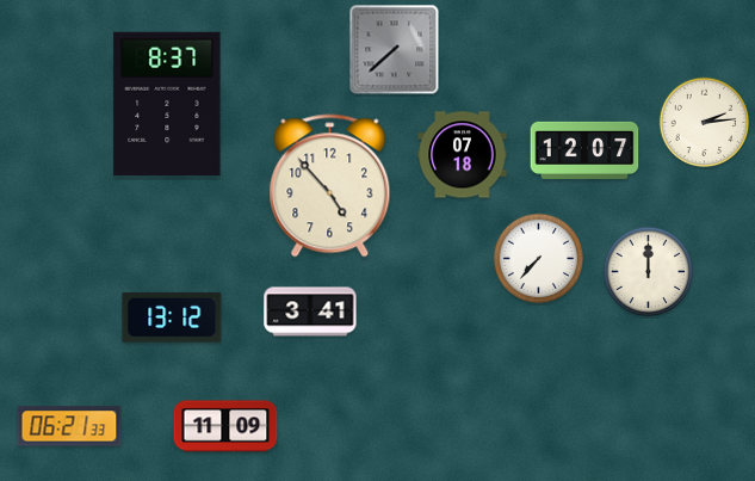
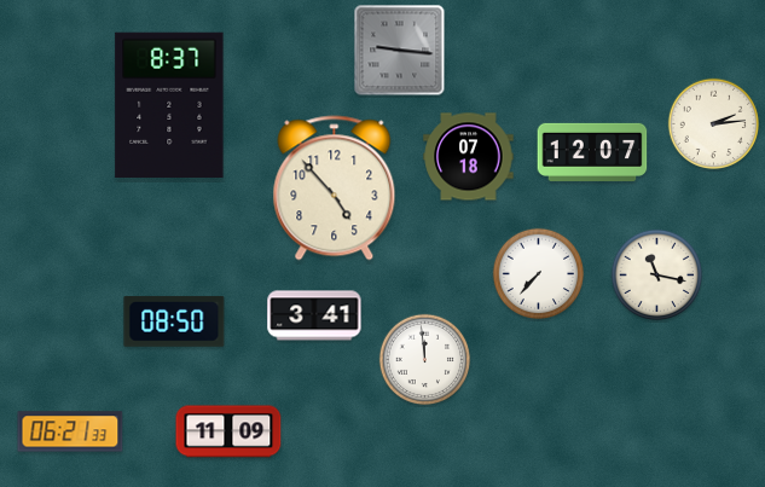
clock at (395, 50): 7:38 -> 9:16
clock at (539, 259) position: (539, 259) -> (539, 274)
clock at (649, 272): 12:00 -> 11:17
clock at (172, 317): 13:12 -> 08:50
clock at (425, 360): none -> 11:59
